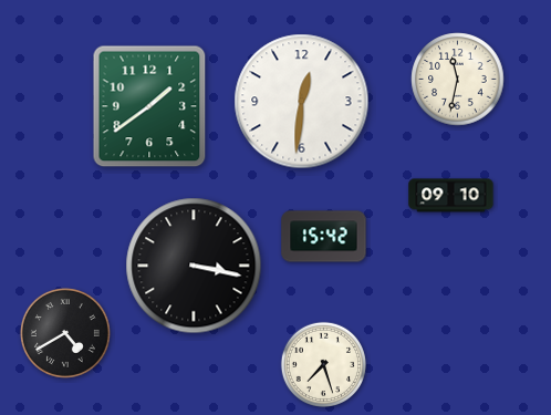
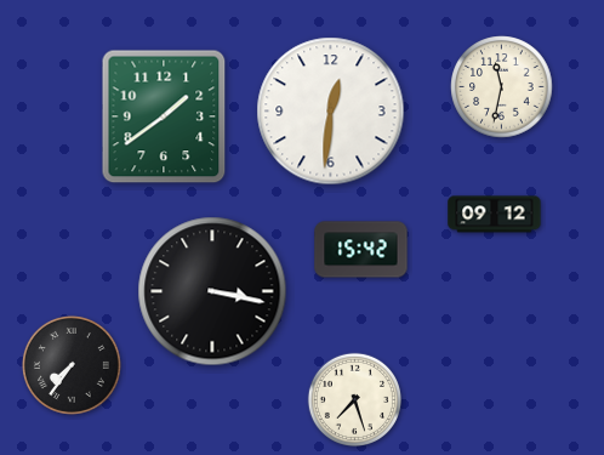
clock at (451, 196): 09:10 -> 09:12
clock at (324, 237) position: (324, 237) -> (361, 250)
clock at (65, 333): 4:40 -> 7:36
